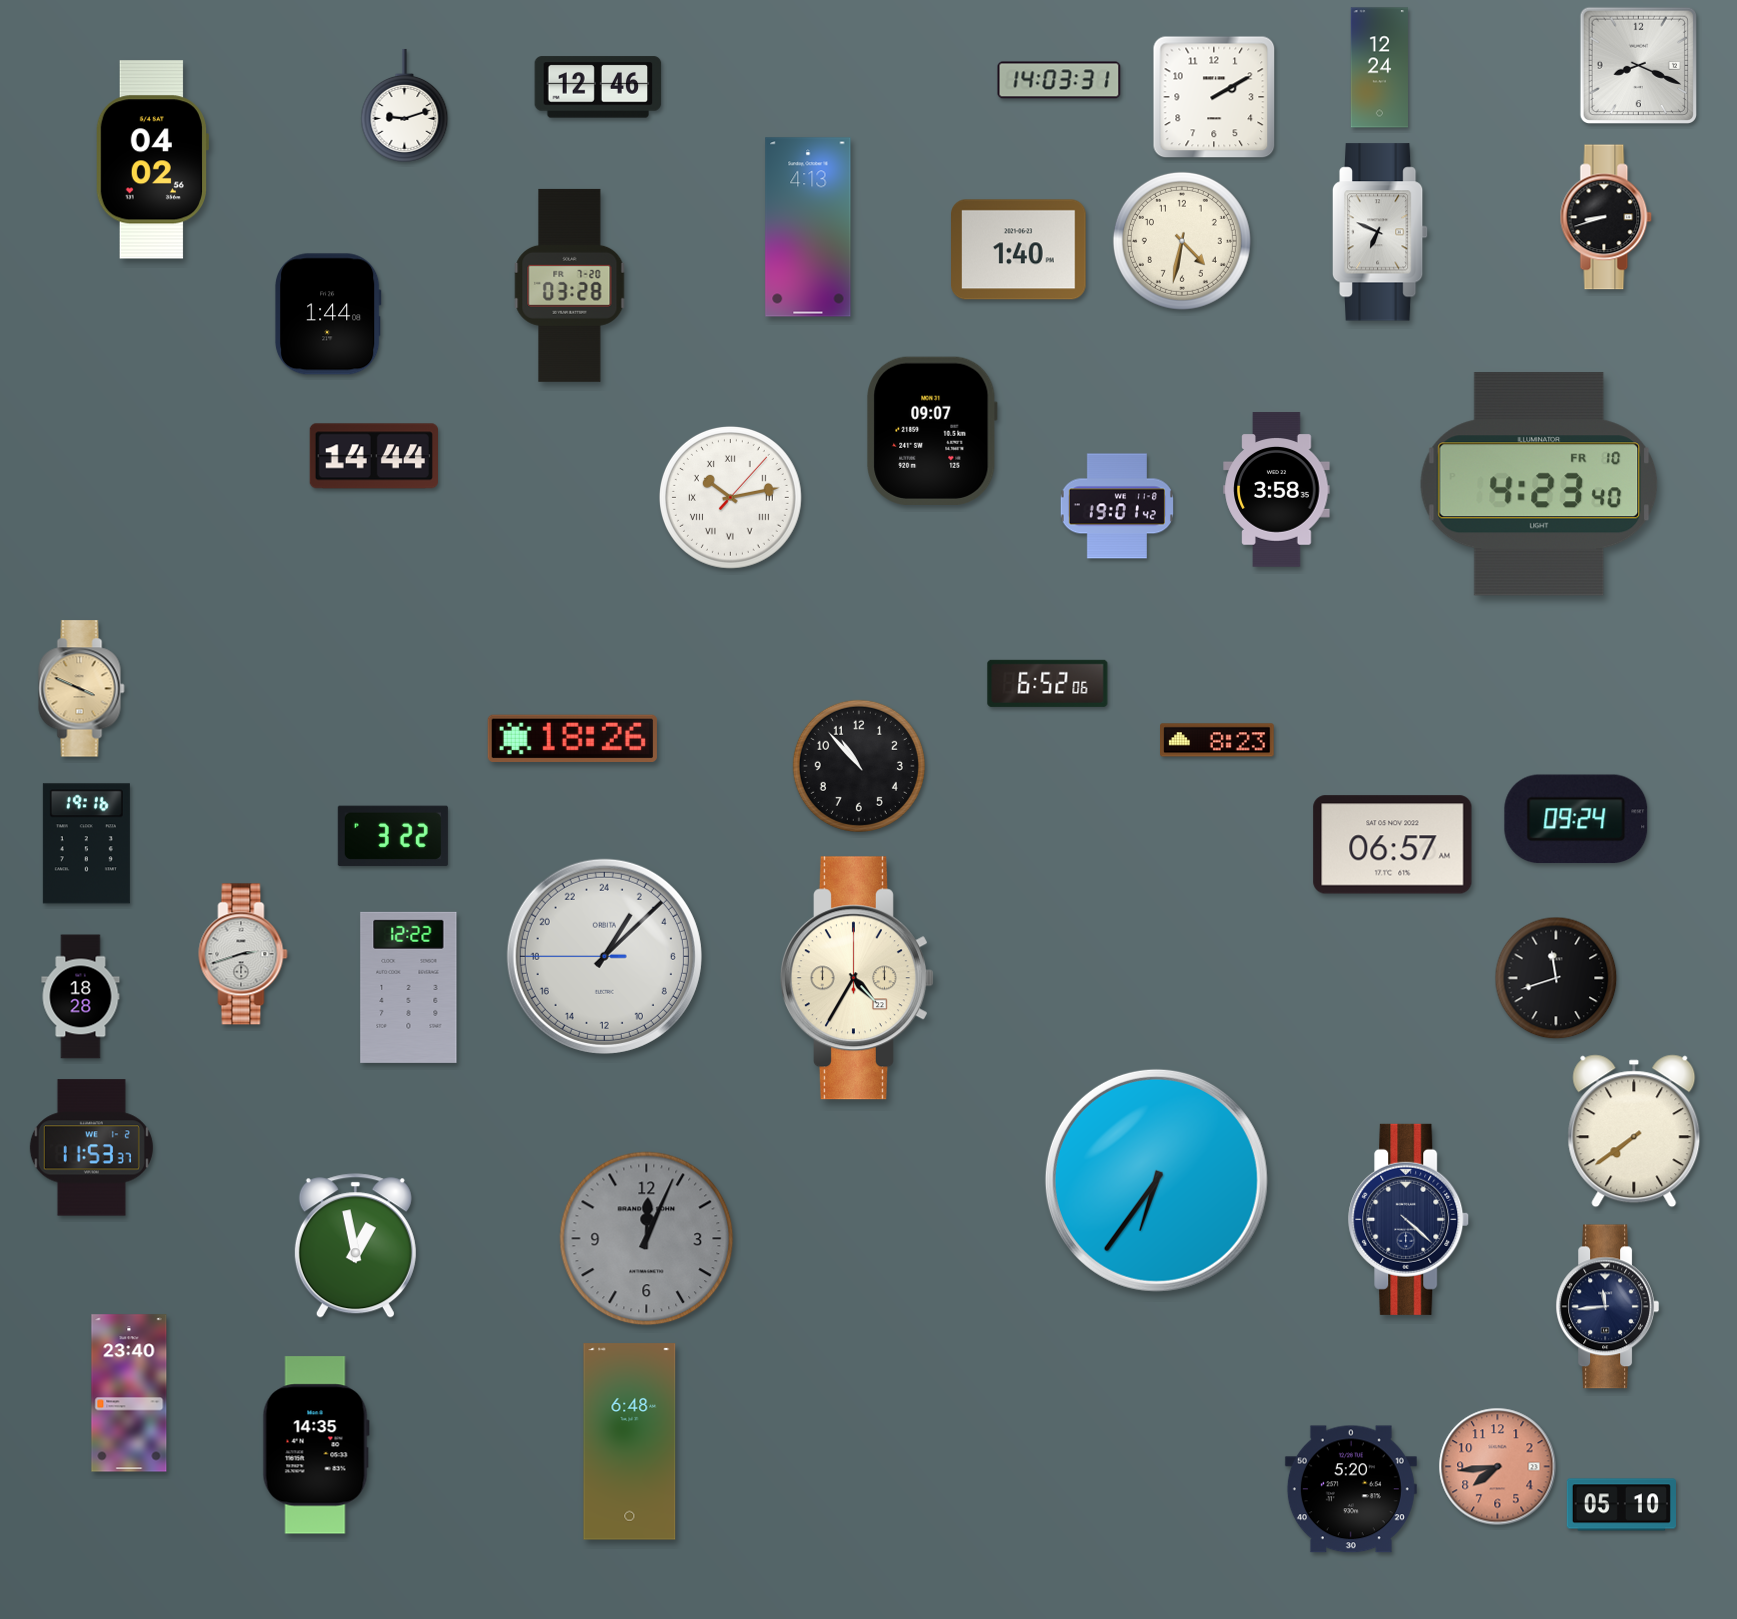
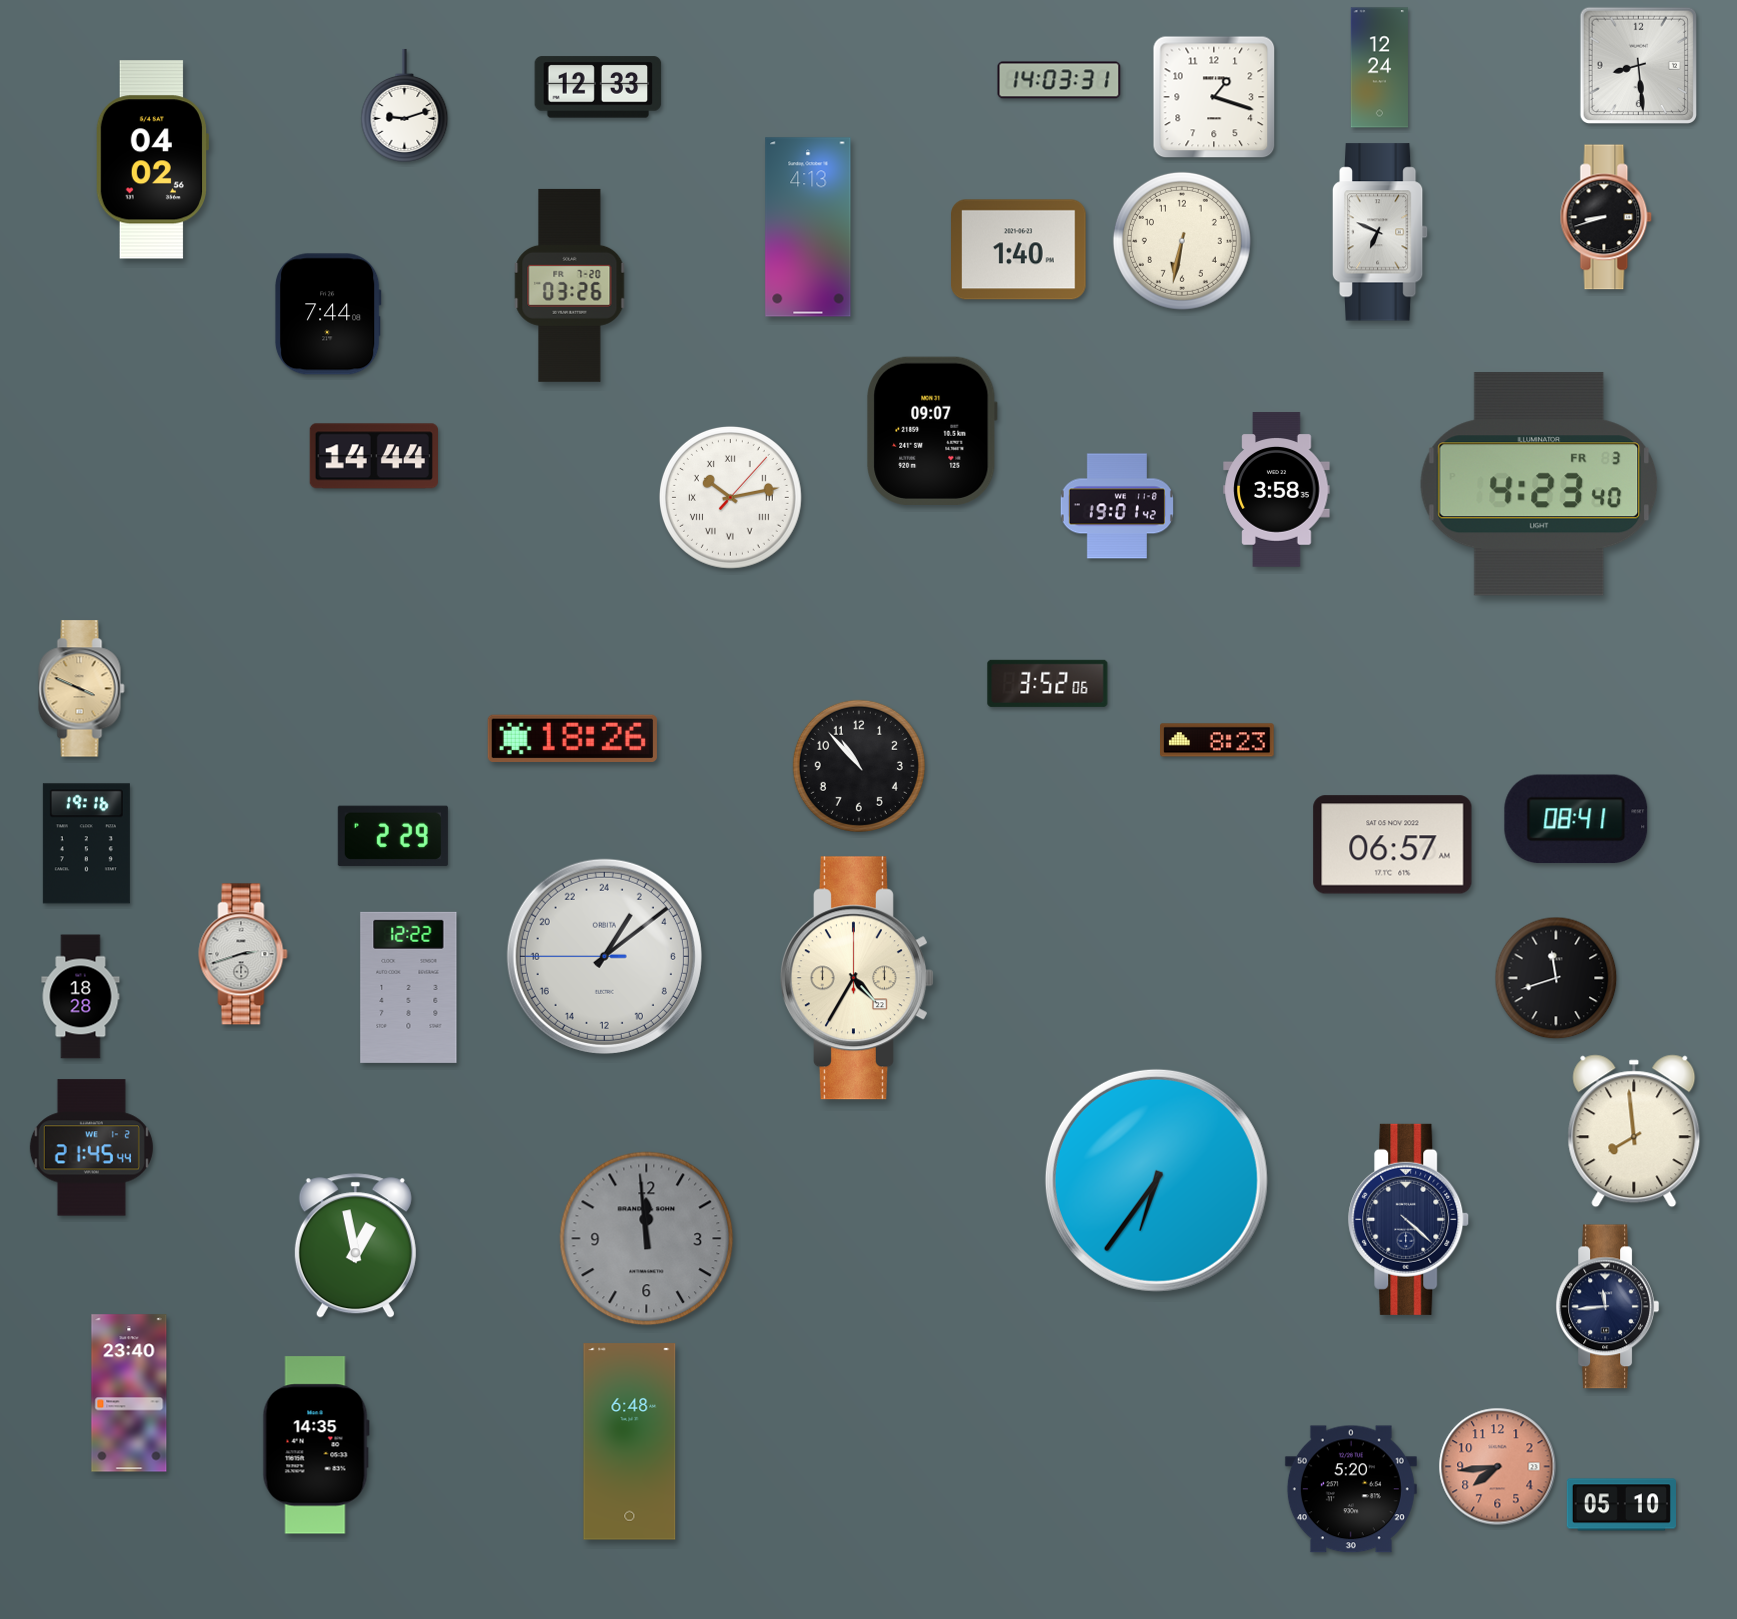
clock at (1638, 65): 8:19 -> 8:29
clock at (598, 87): 12:46 -> 12:33
clock at (1214, 97): 2:10 -> 1:18
clock at (1182, 241): 4:32 -> 6:32
clock at (570, 285): 03:28 -> 03:26
clock at (328, 314): 1:44 -> 7:44
clock at (1539, 484) date: FR 10 -> FR 3
clock at (1048, 683): 6:52 -> 3:52
clock at (1576, 819): 09:24 -> 08:41
clock at (393, 836): 3:22 -> 2:29
clock at (604, 956): 2:07 -> 2:08
clock at (1634, 1131): 7:39 -> 7:59
clock at (91, 1148): 11:53 -> 21:45
clock at (647, 1239): 12:04 -> 11:59
